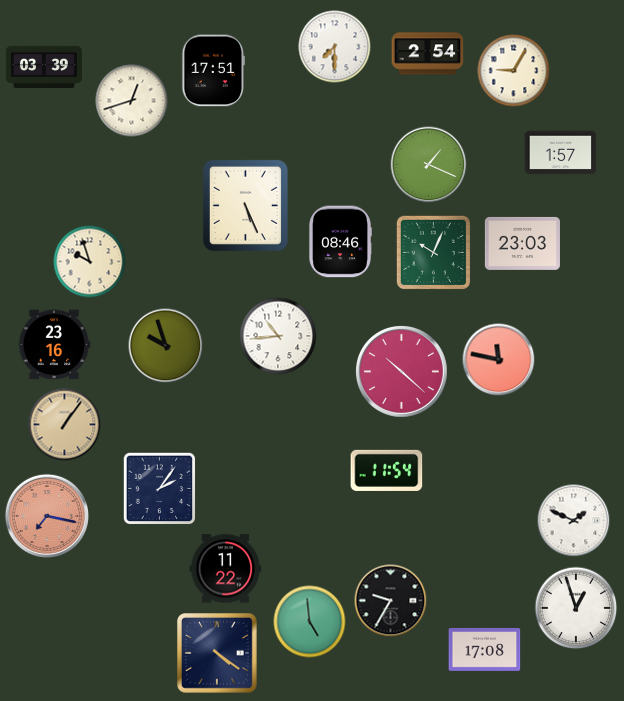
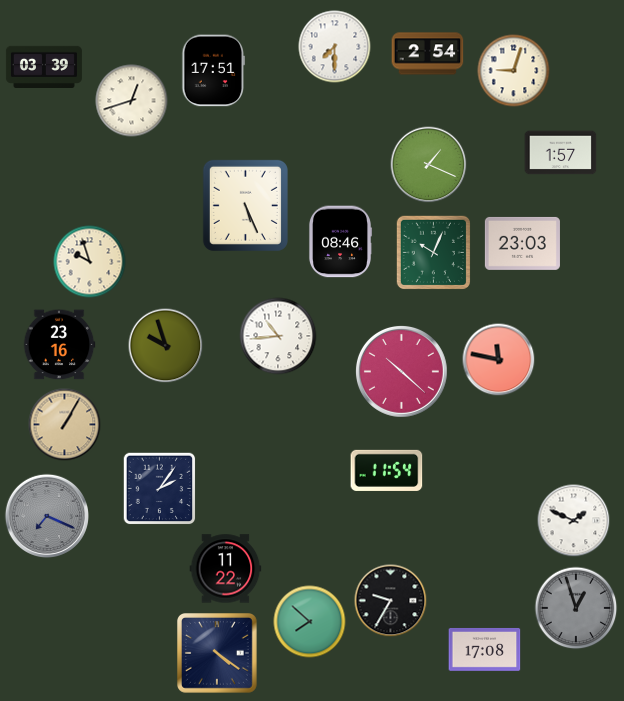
clock at (514, 71): 9:05 -> 9:03
clock at (54, 345) position: (54, 345) -> (59, 345)
clock at (65, 425): 1:06 -> 1:05
clock at (46, 515): 7:17 -> 7:19
clock at (46, 515) dial: salmon -> grey
clock at (576, 608) dial: white -> grey
clock at (310, 622): 4:59 -> 7:52
